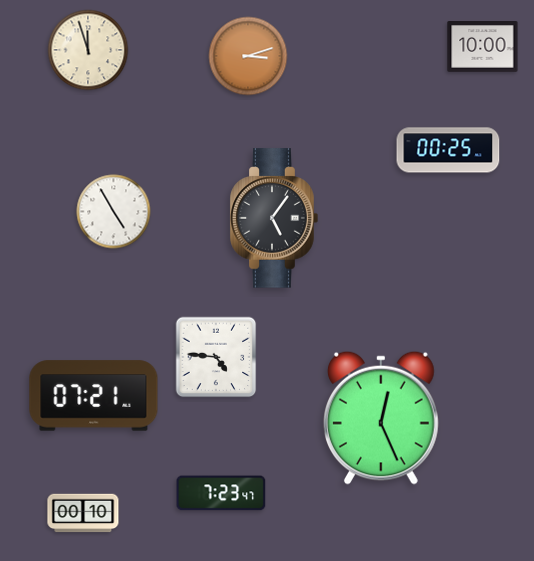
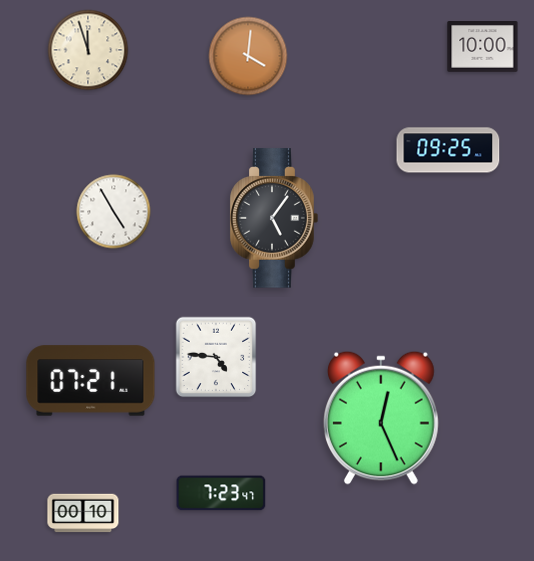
clock at (248, 56): 3:12 -> 4:01
clock at (448, 150): 00:25 -> 09:25
clock at (94, 396) position: (94, 396) -> (91, 381)
